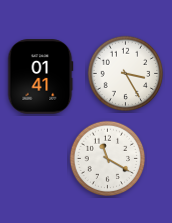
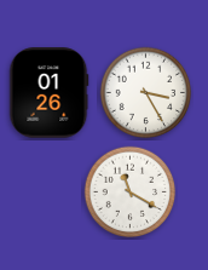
clock at (126, 74) position: (126, 74) -> (146, 93)
clock at (40, 77): 01:41 -> 01:26
